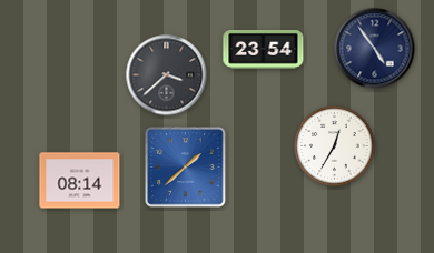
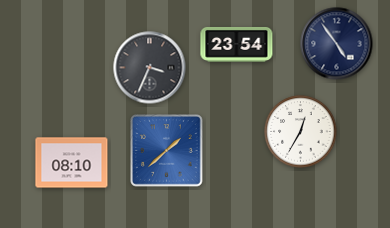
clock at (167, 75): 3:38 -> 3:34
clock at (80, 181): 08:14 -> 08:10
